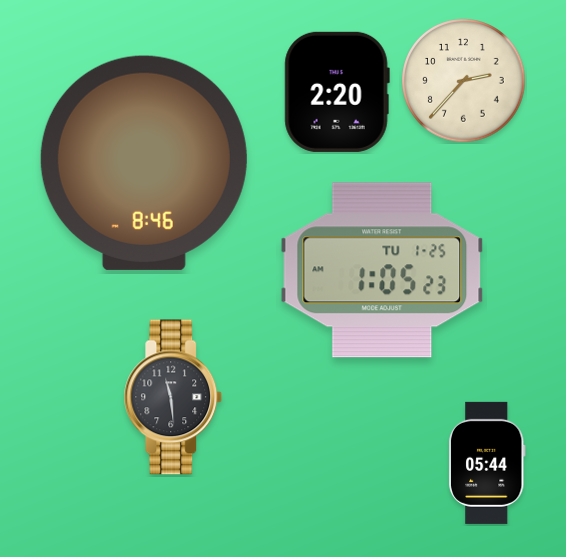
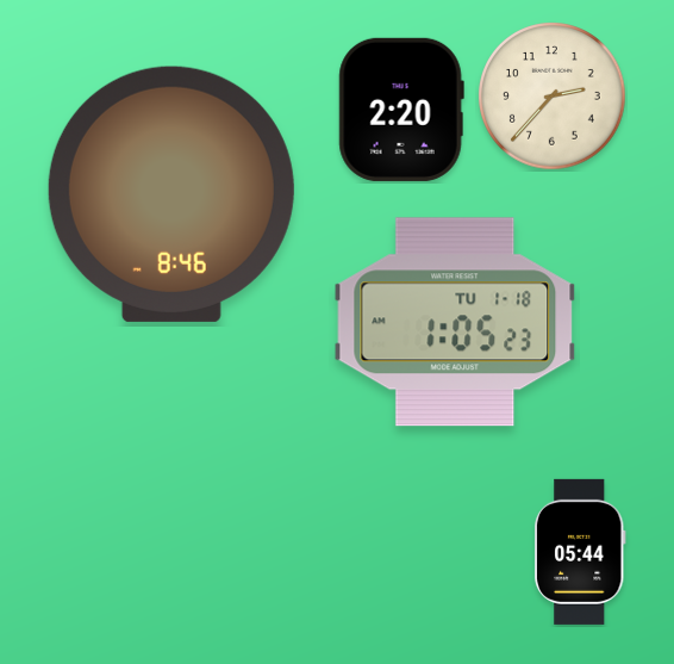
clock at (382, 270) date: TU 1-25 -> TU 1-18
clock at (173, 397): 11:29 -> none
